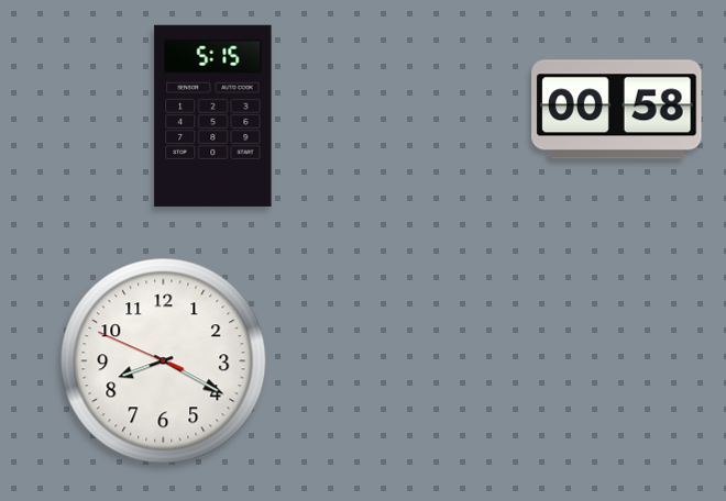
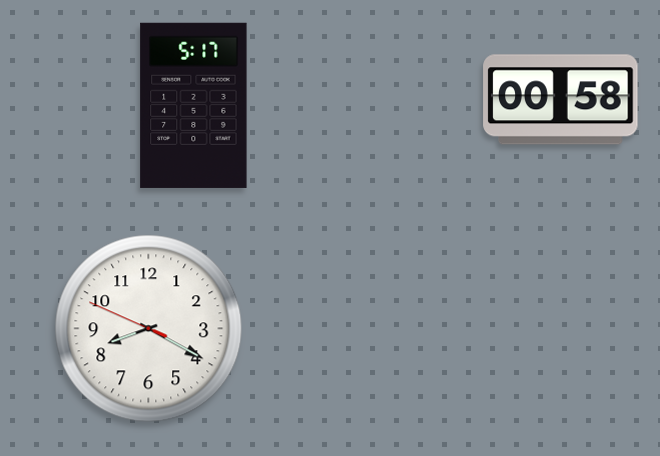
clock at (213, 115): 5:15 -> 5:17
